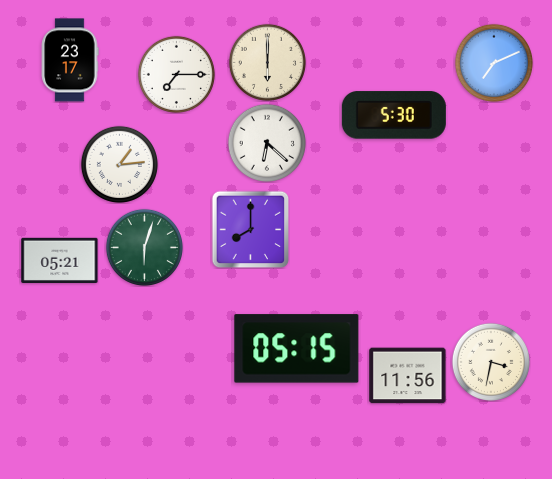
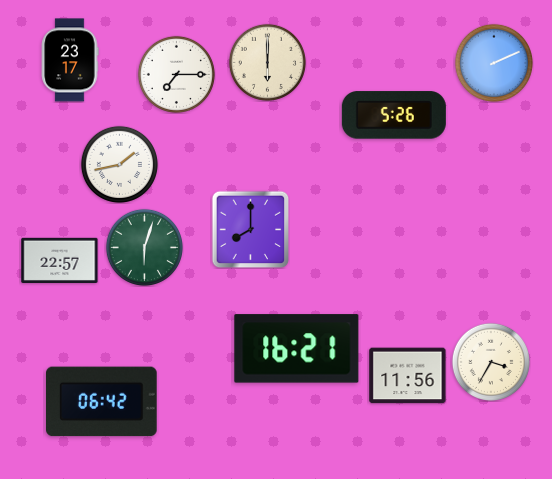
clock at (494, 63): 7:11 -> 2:11
clock at (394, 115): 5:30 -> 5:26
clock at (267, 143): 6:22 -> none
clock at (119, 164): 1:14 -> 1:43
clock at (60, 260): 05:21 -> 22:57
clock at (297, 349): 05:15 -> 16:21
clock at (491, 362): 3:32 -> 3:35
clock at (102, 402): none -> 06:42
